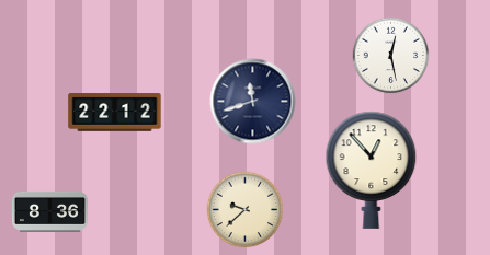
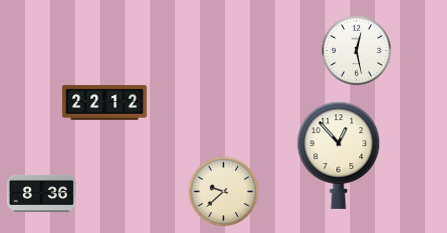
clock at (253, 102): 11:42 -> none
clock at (49, 211) position: (49, 211) -> (41, 193)
